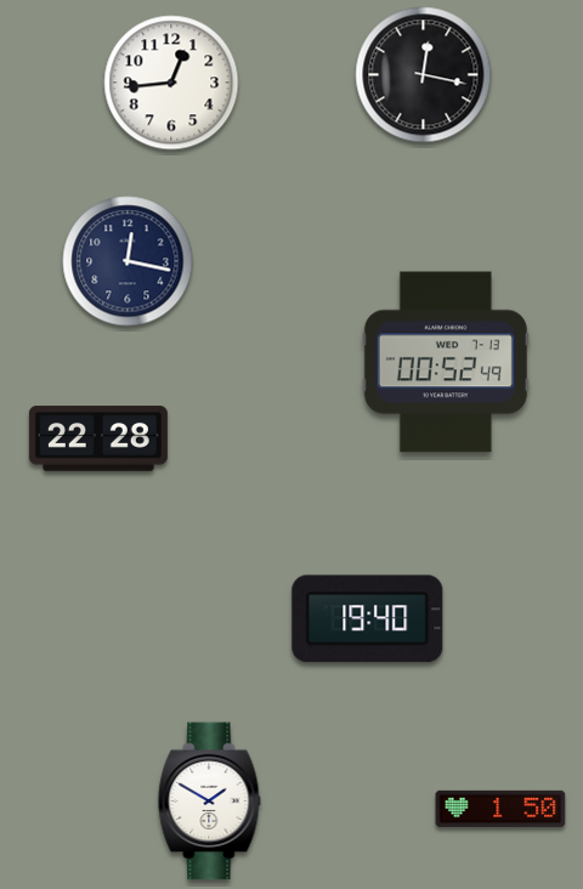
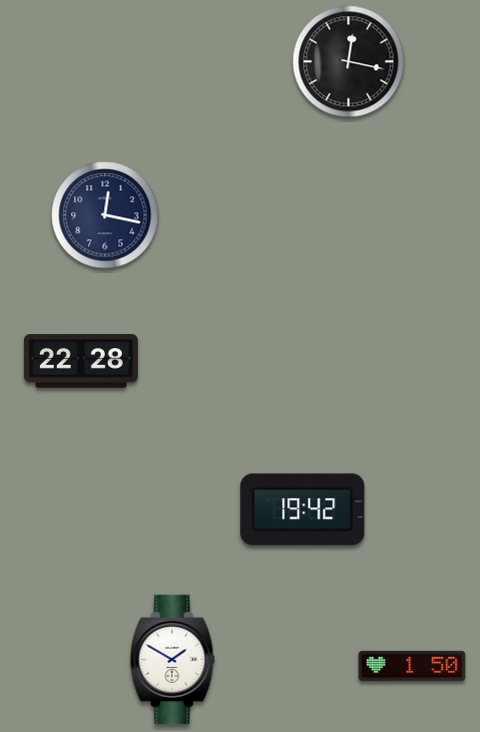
clock at (171, 83): 12:44 -> none
clock at (446, 362): 00:52 -> none
clock at (368, 619): 19:40 -> 19:42
